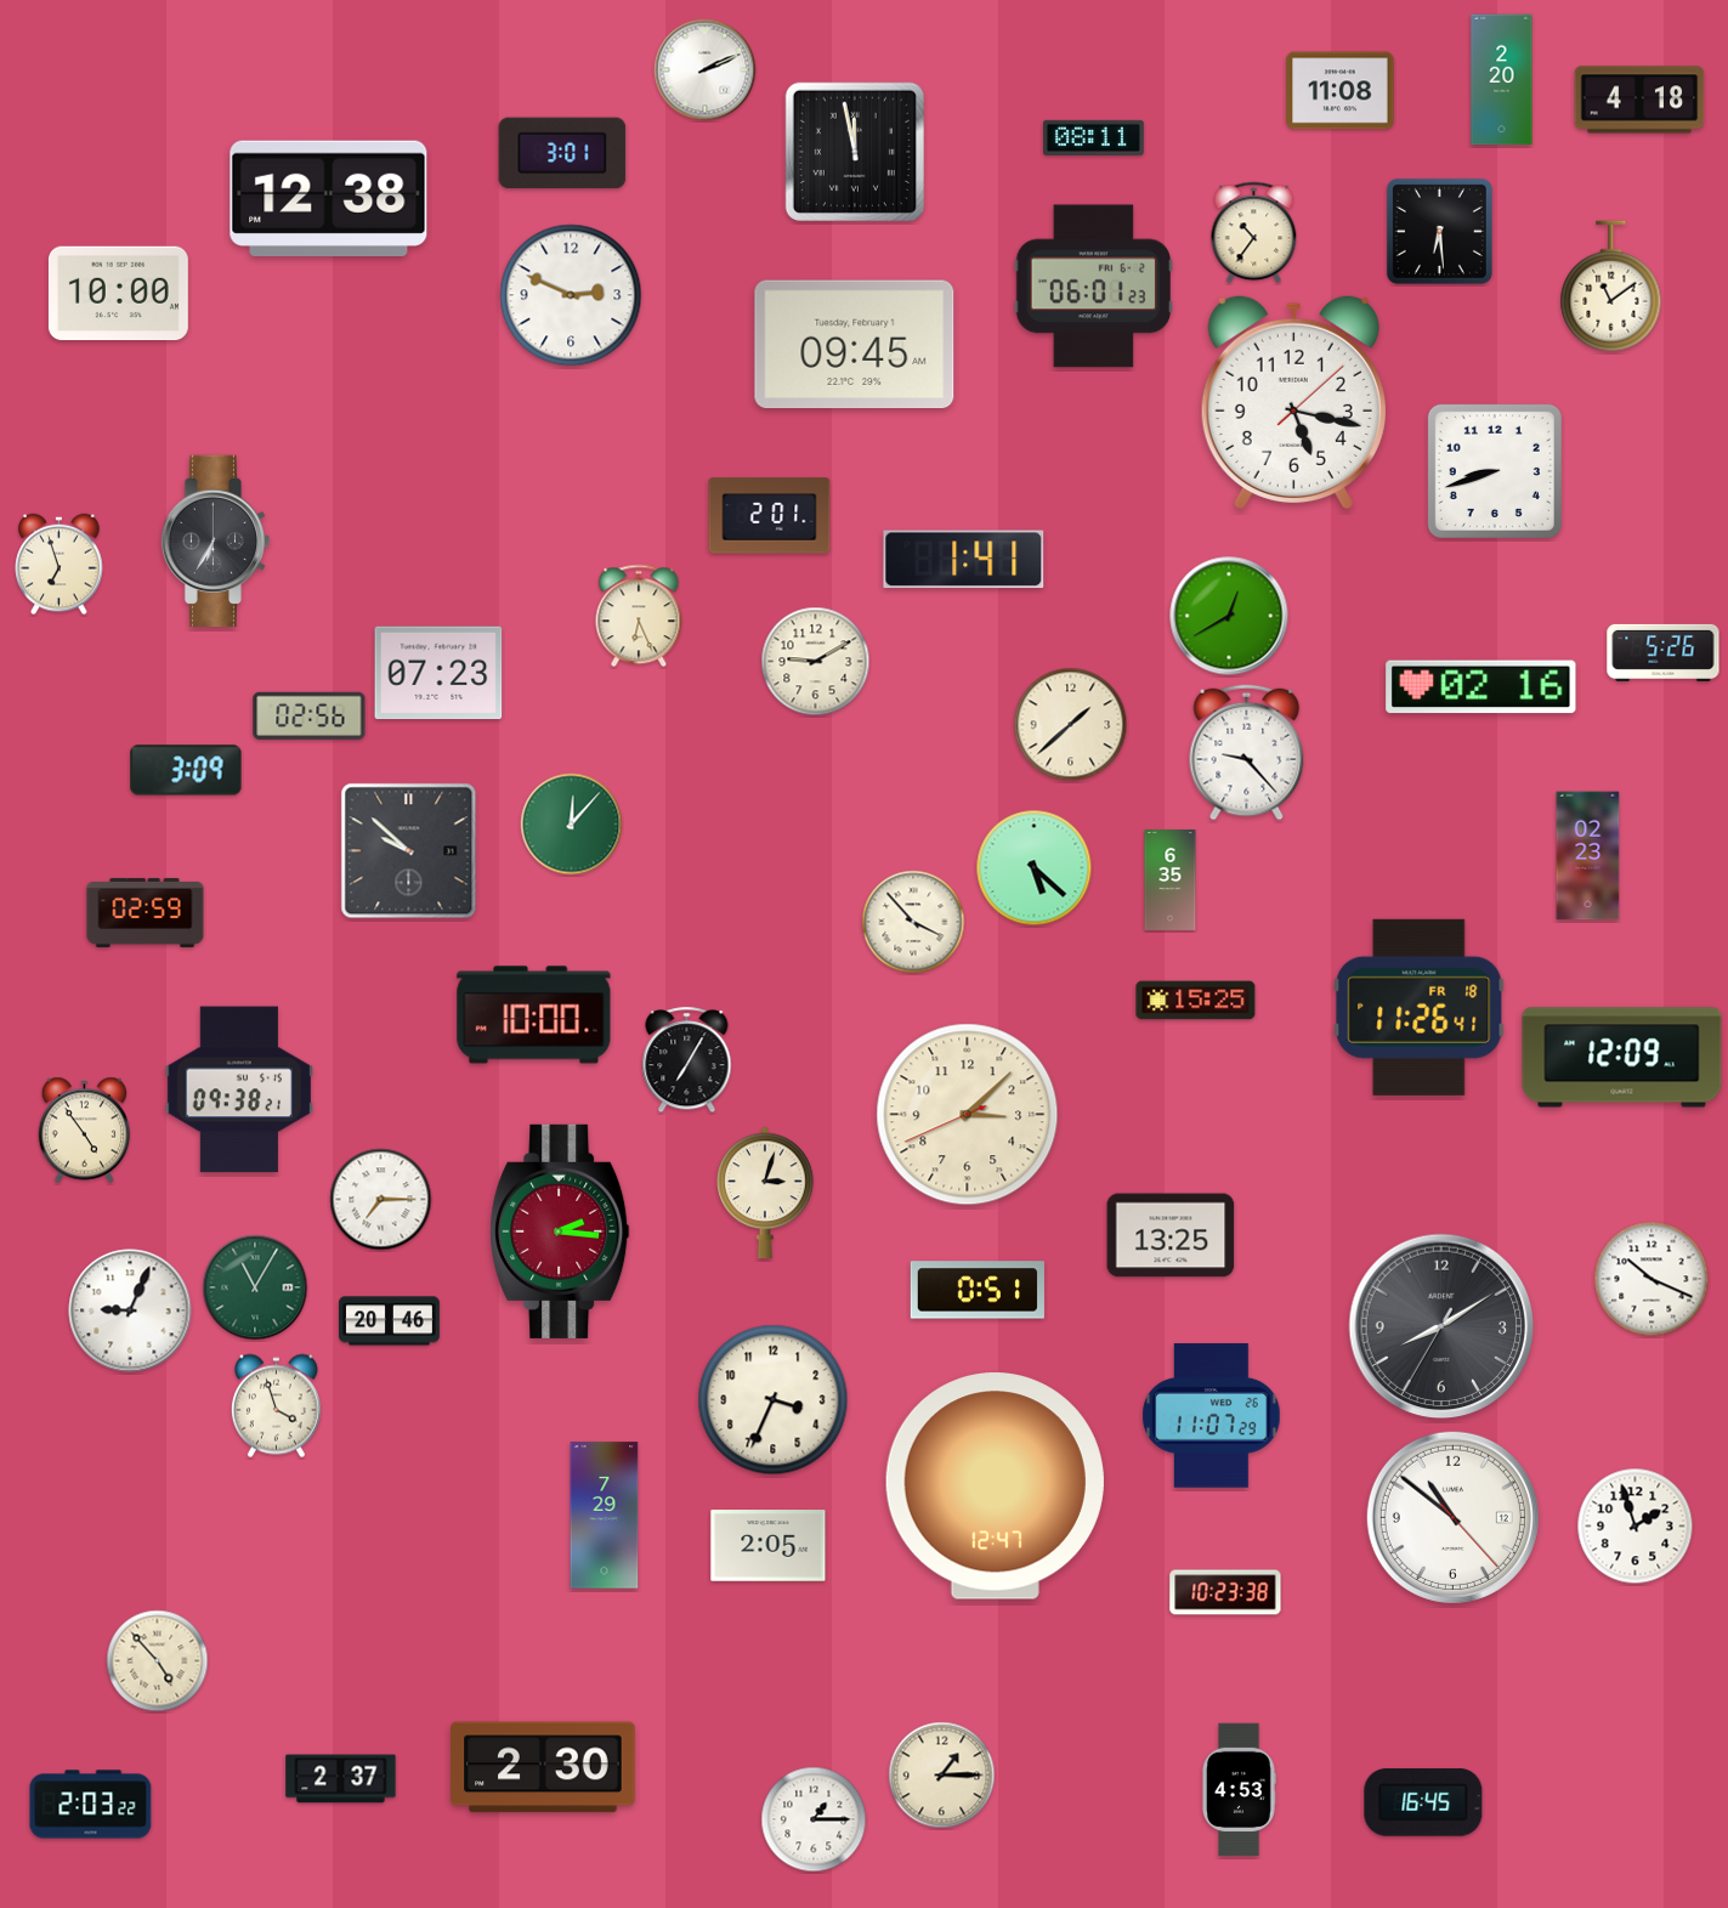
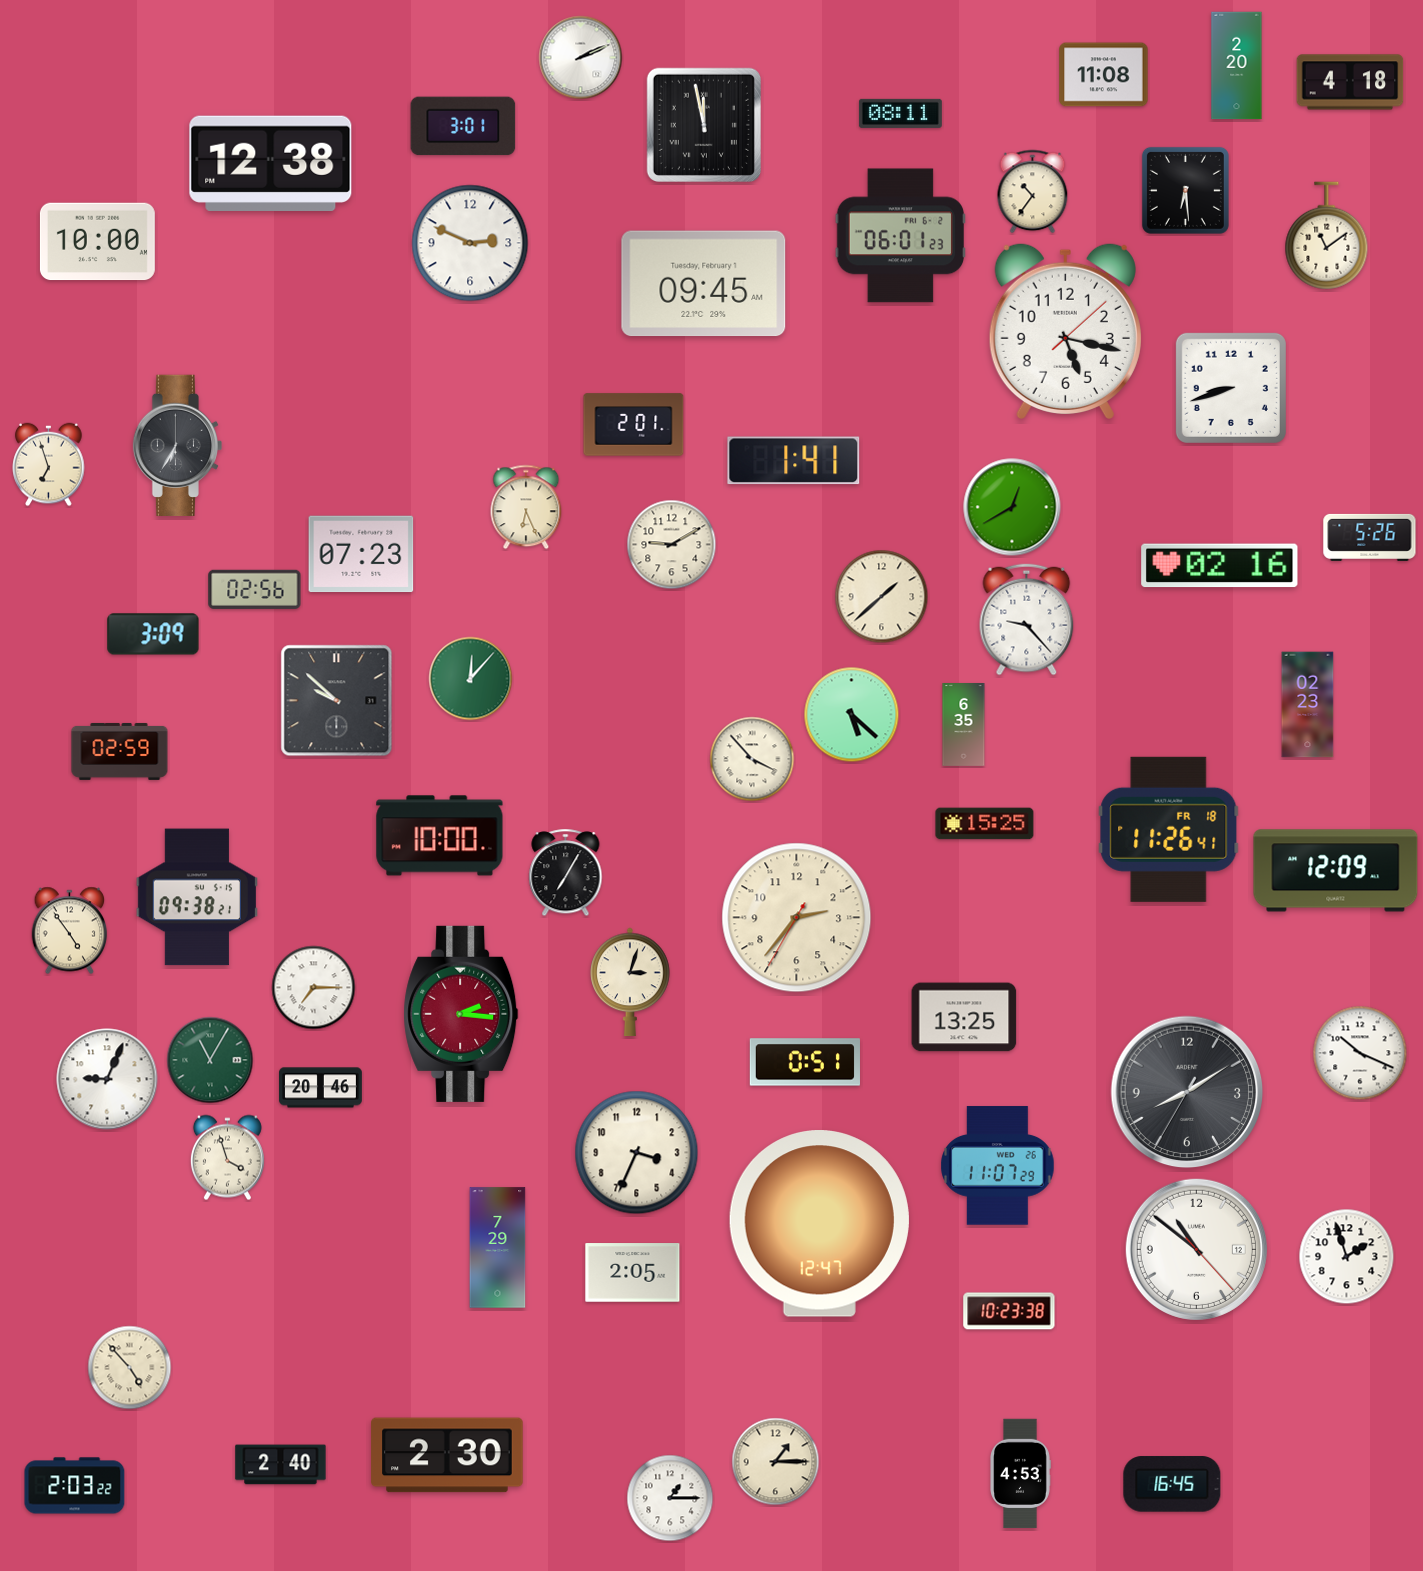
clock at (968, 1115): 3:07 -> 2:36
clock at (341, 1779): 2:37 -> 2:40
